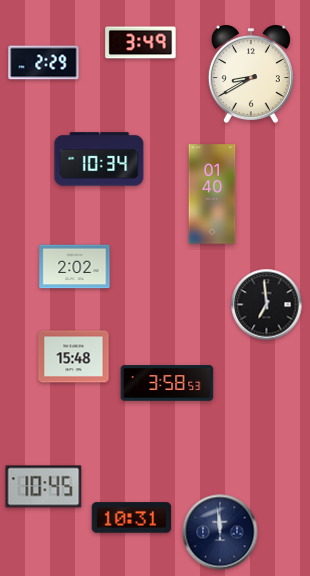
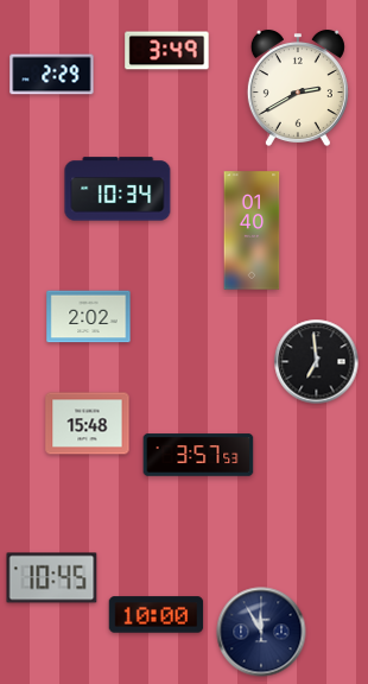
clock at (251, 74): 8:40 -> 2:40
clock at (167, 383): 3:58 -> 3:57
clock at (132, 518): 10:31 -> 10:00
clock at (220, 532): 11:59 -> 11:55
